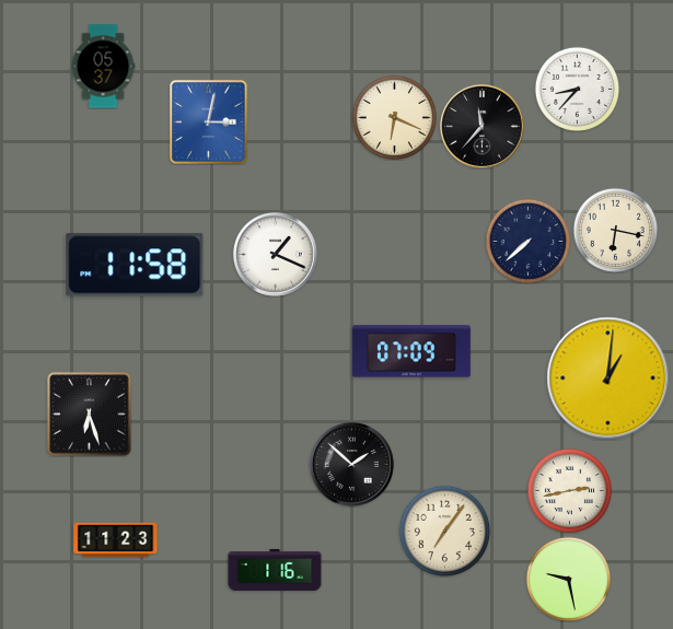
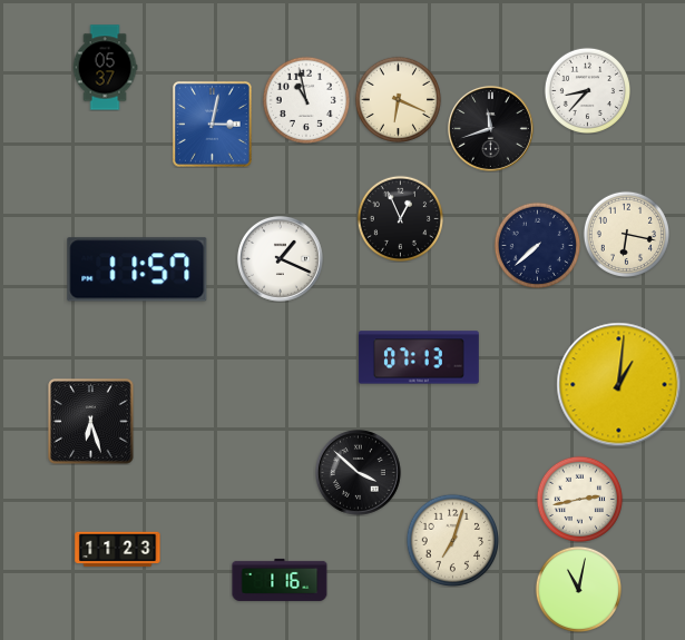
clock at (305, 99): none -> 10:58
clock at (394, 117) position: (394, 117) -> (398, 99)
clock at (483, 127): 11:37 -> 11:42
clock at (400, 218): none -> 12:56
clock at (135, 265): 11:58 -> 11:57
clock at (411, 351): 07:09 -> 07:13
clock at (352, 465): 1:52 -> 3:52
clock at (444, 531): 7:06 -> 7:03
clock at (568, 579): 9:28 -> 11:02
